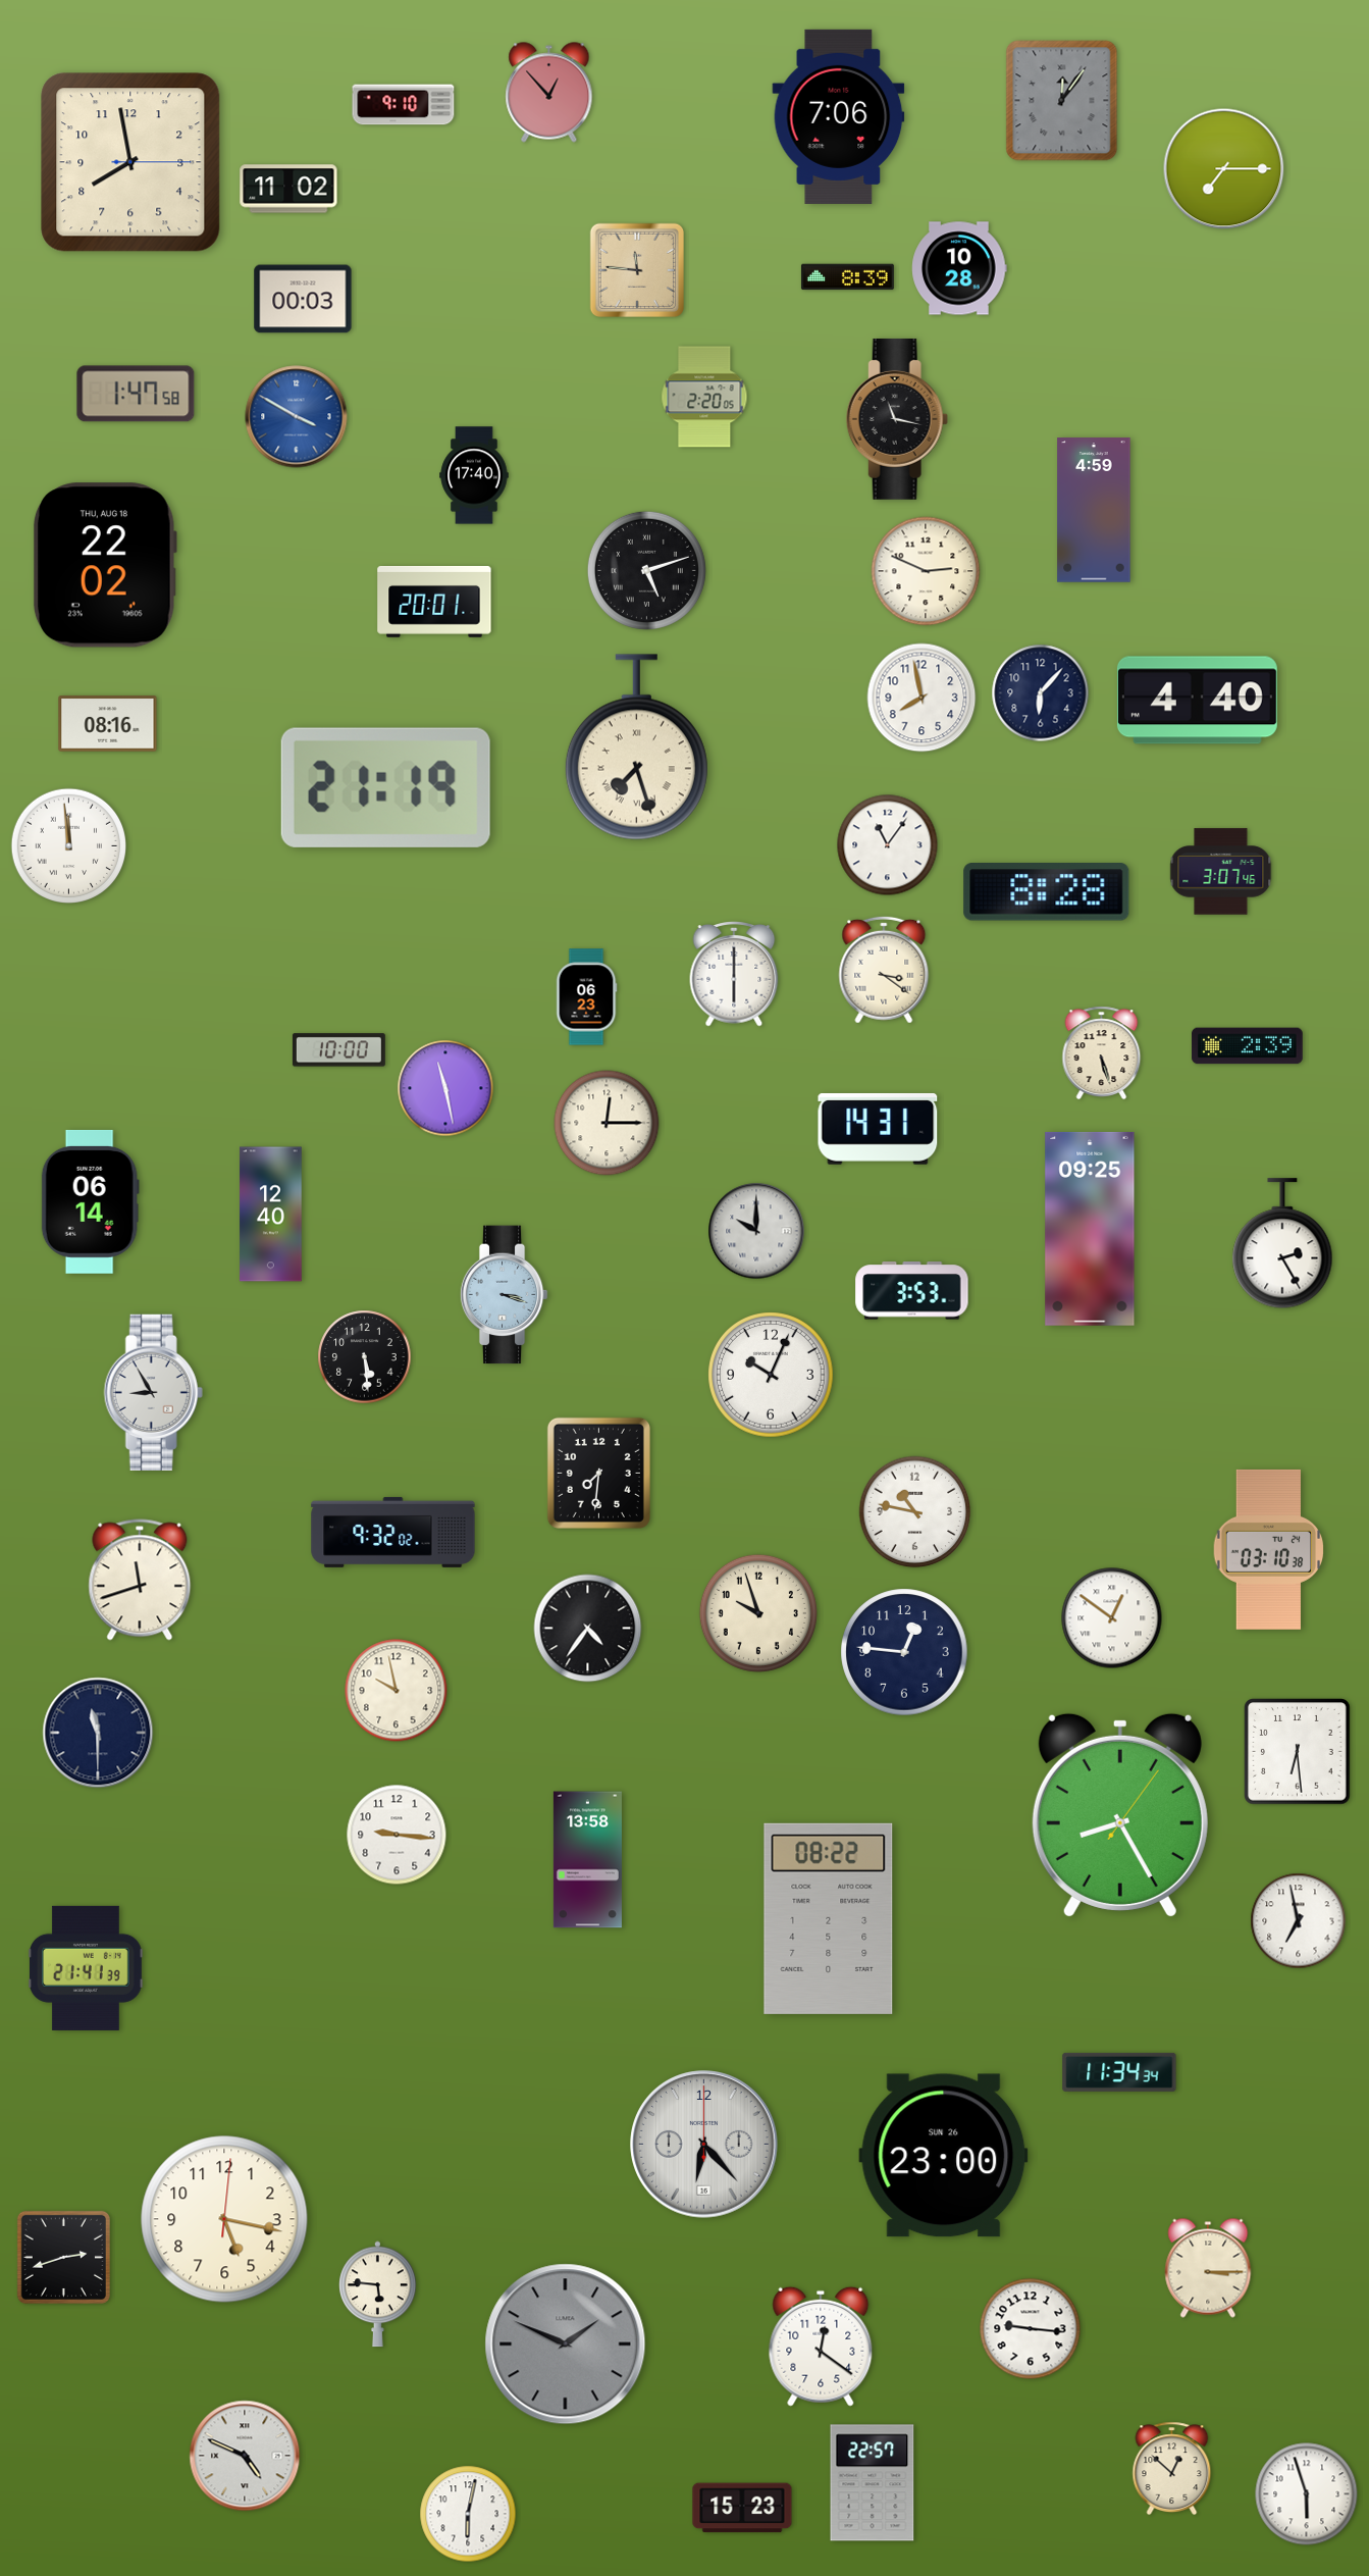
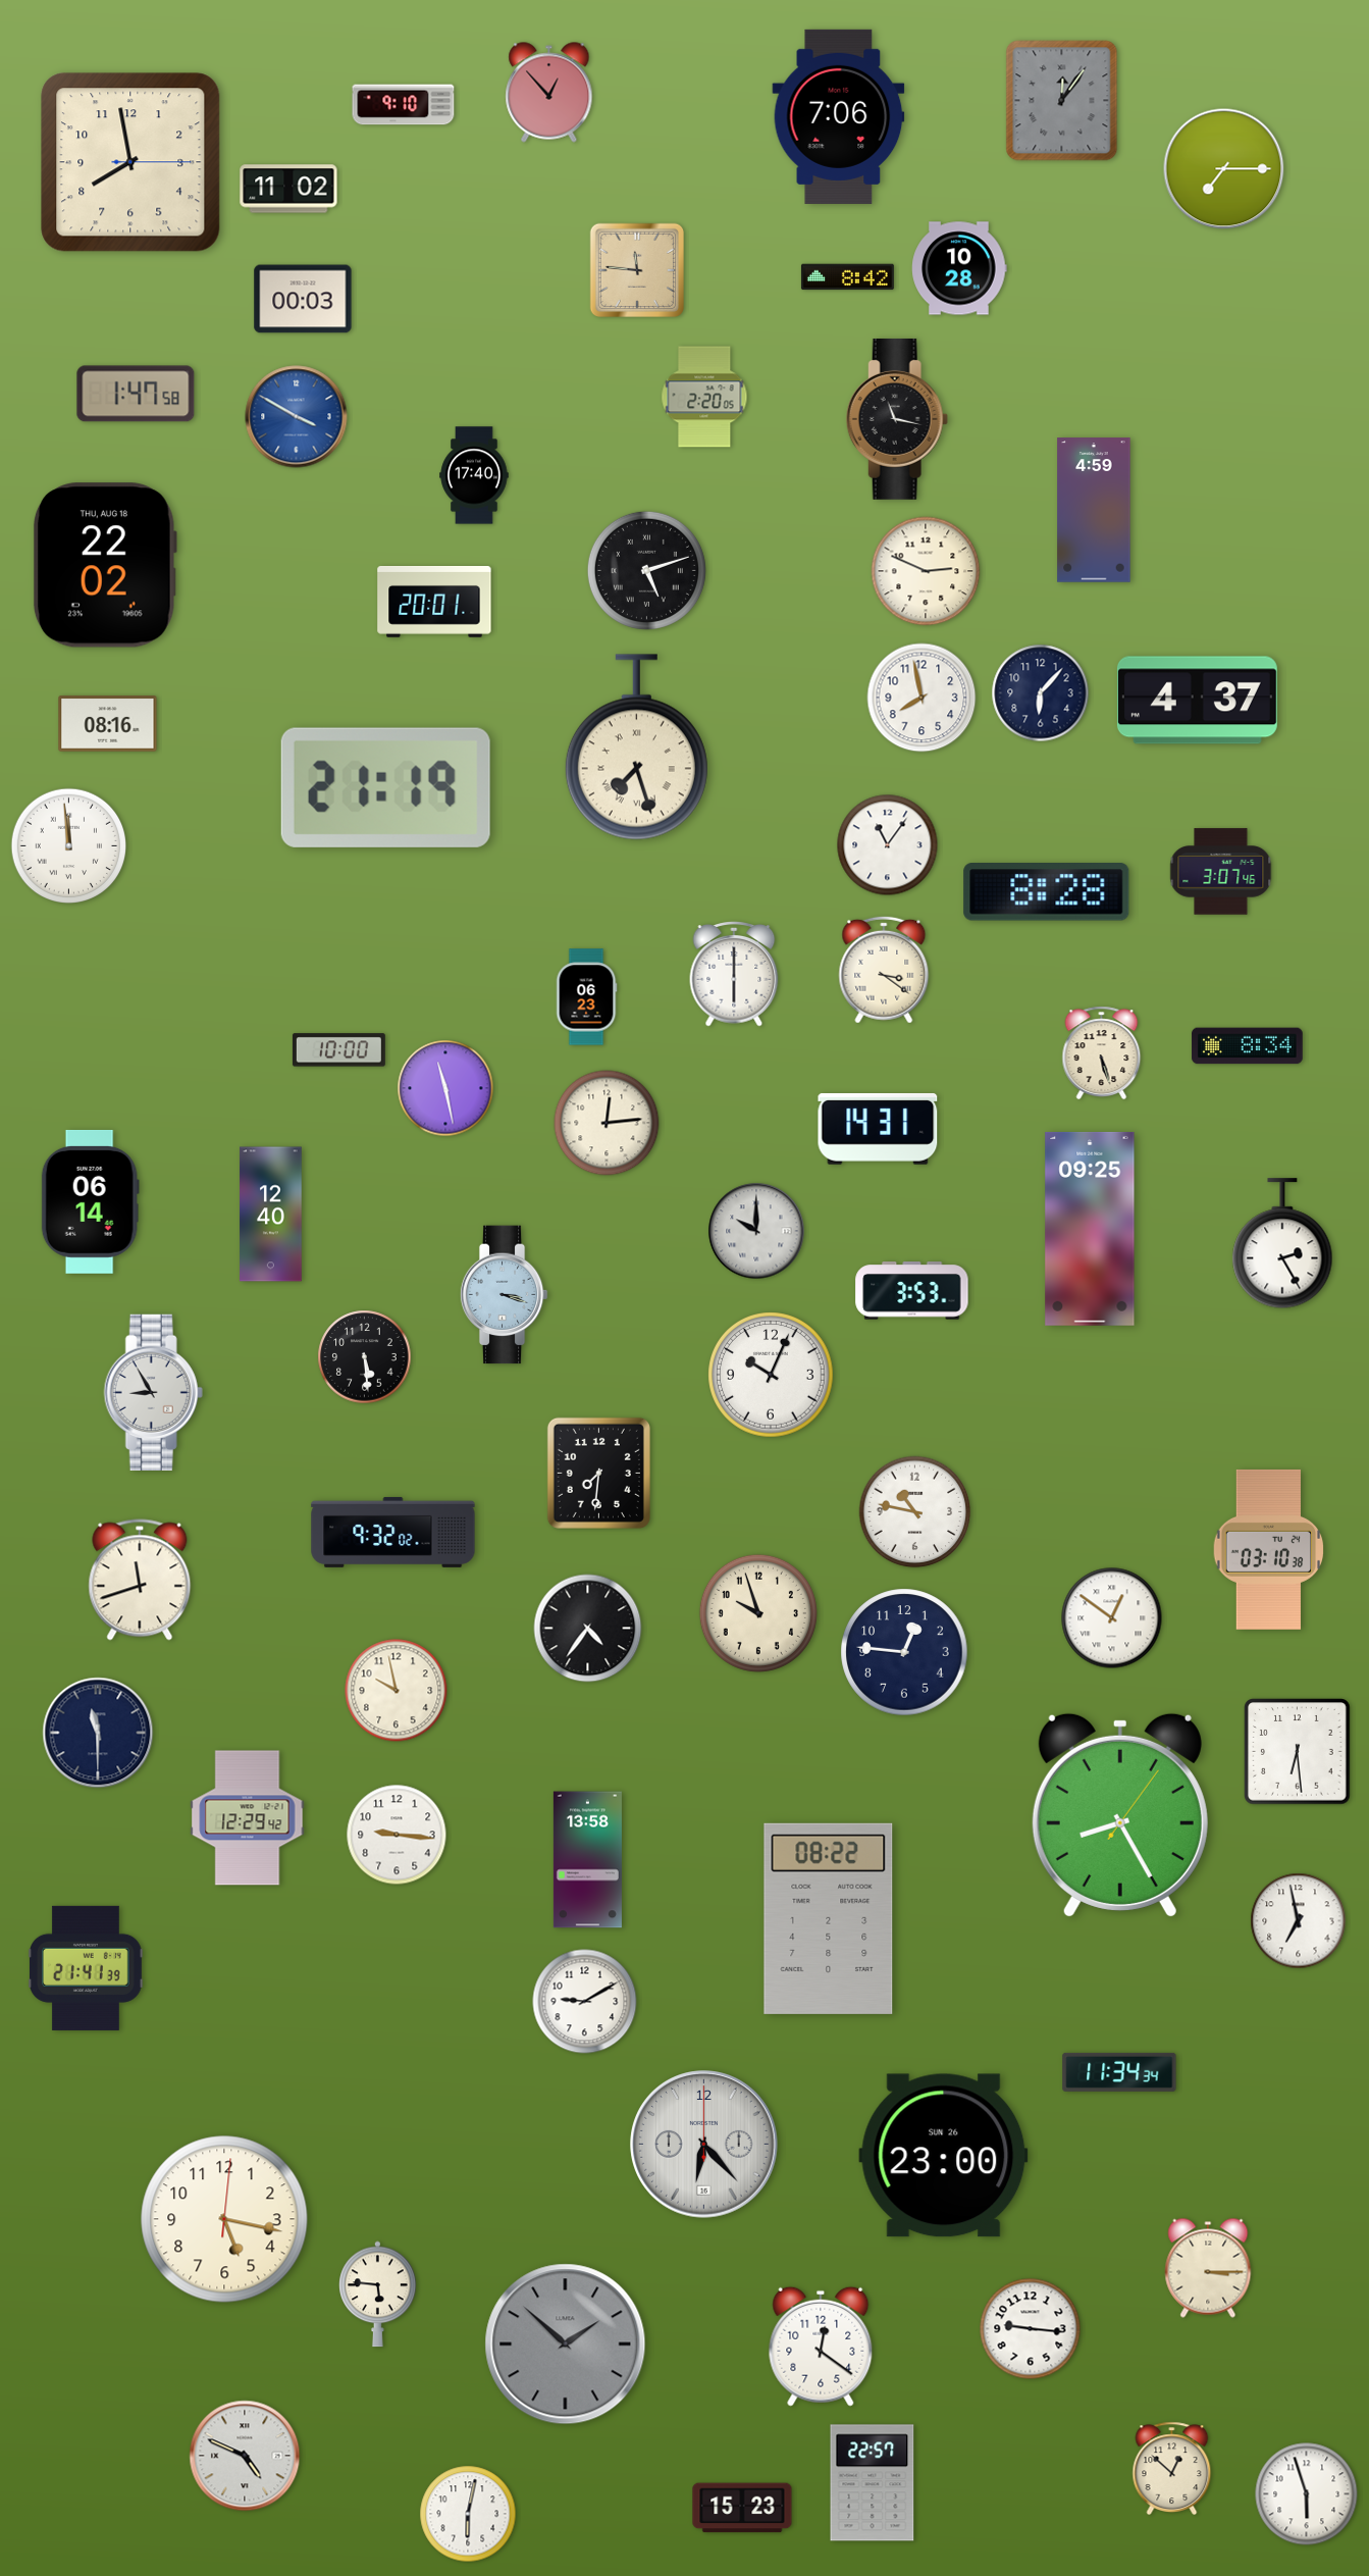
clock at (847, 277): 8:39 -> 8:42
clock at (1197, 701): 4:40 -> 4:37
clock at (1248, 1046): 2:39 -> 8:34
clock at (607, 1123): 12:15 -> 12:14
clock at (248, 1818): none -> 12:29
clock at (585, 2002): none -> 9:10
clock at (63, 2257): 2:42 -> none
clock at (566, 2345): 1:49 -> 1:52
